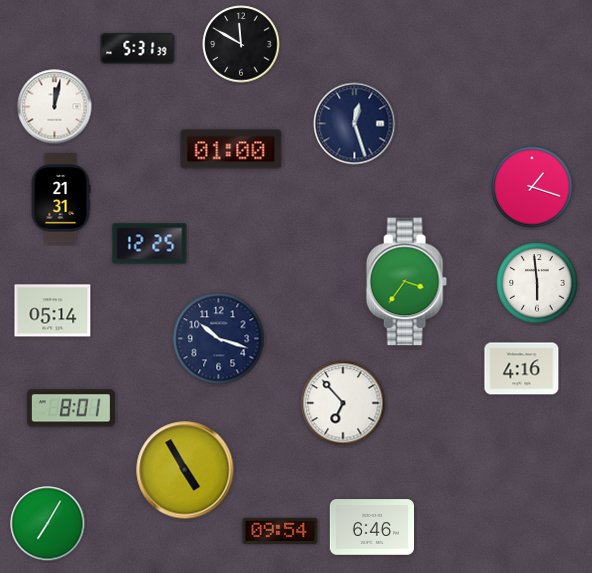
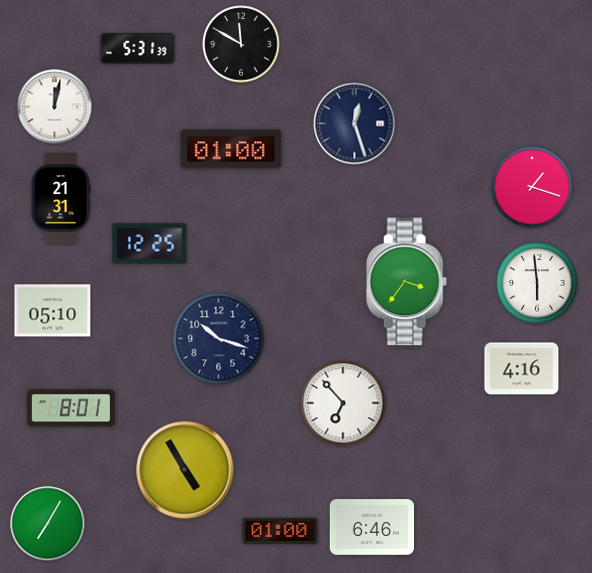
clock at (53, 311): 05:14 -> 05:10
clock at (280, 531): 09:54 -> 01:00
